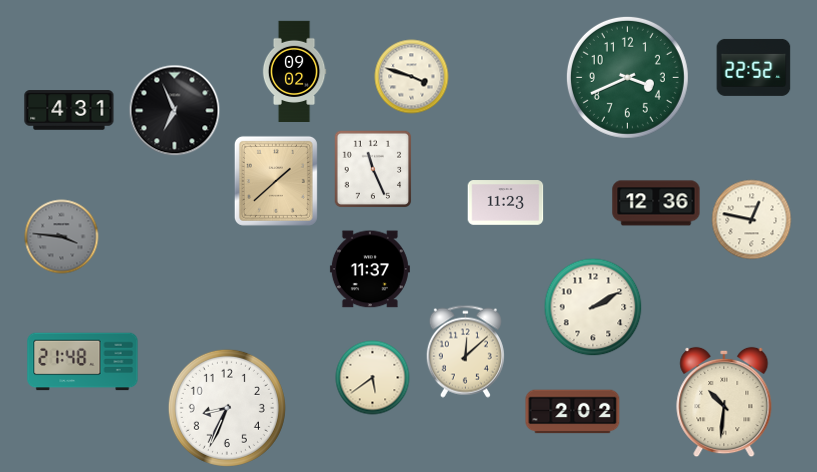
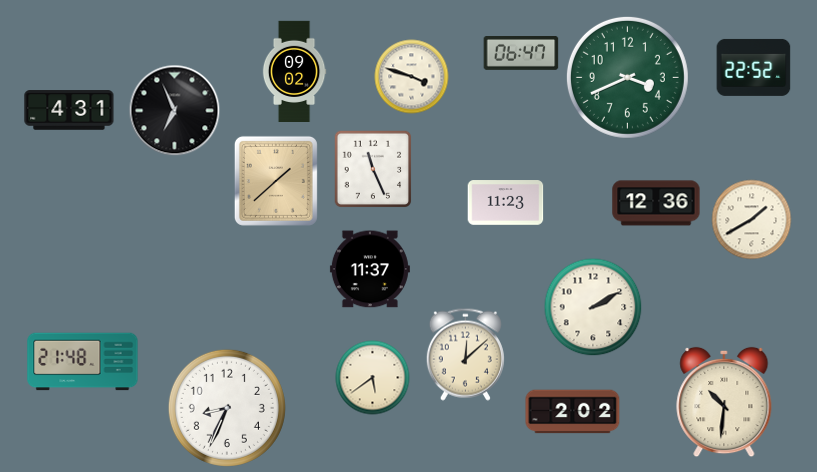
clock at (521, 54): none -> 06:47
clock at (752, 220): 12:47 -> 1:40
clock at (62, 237): 3:46 -> none
clock at (465, 351) position: (465, 351) -> (465, 354)
